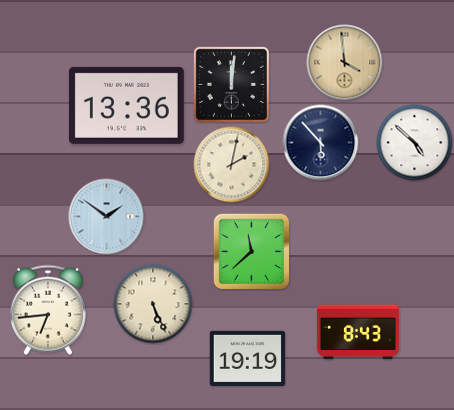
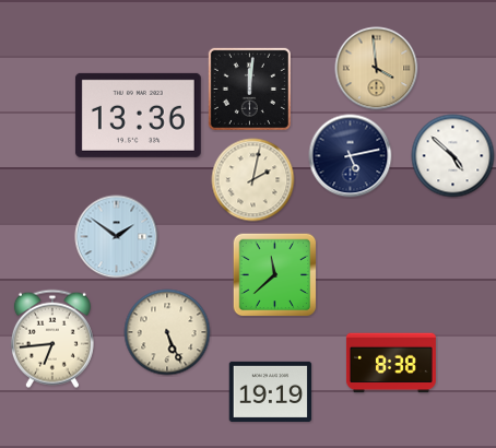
clock at (231, 84) position: (231, 84) -> (249, 89)
clock at (321, 143): 5:53 -> 5:13
clock at (358, 332): 8:43 -> 8:38
